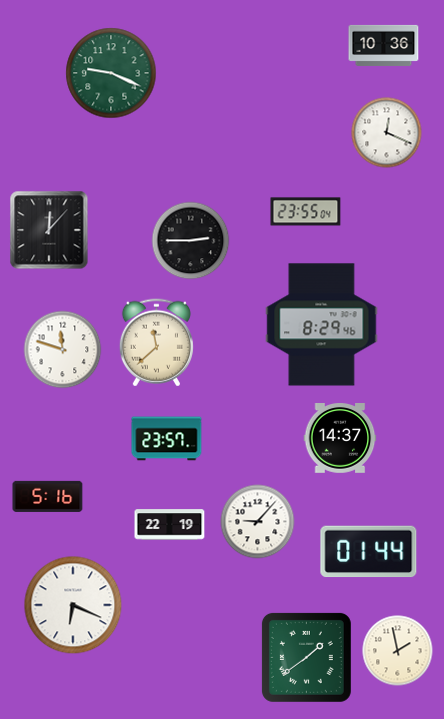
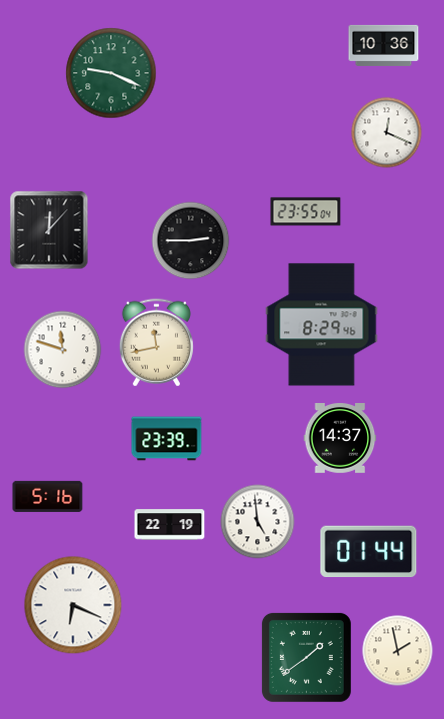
clock at (156, 343): 11:38 -> 11:43
clock at (167, 439): 23:57 -> 23:39
clock at (258, 522): 9:07 -> 4:59
